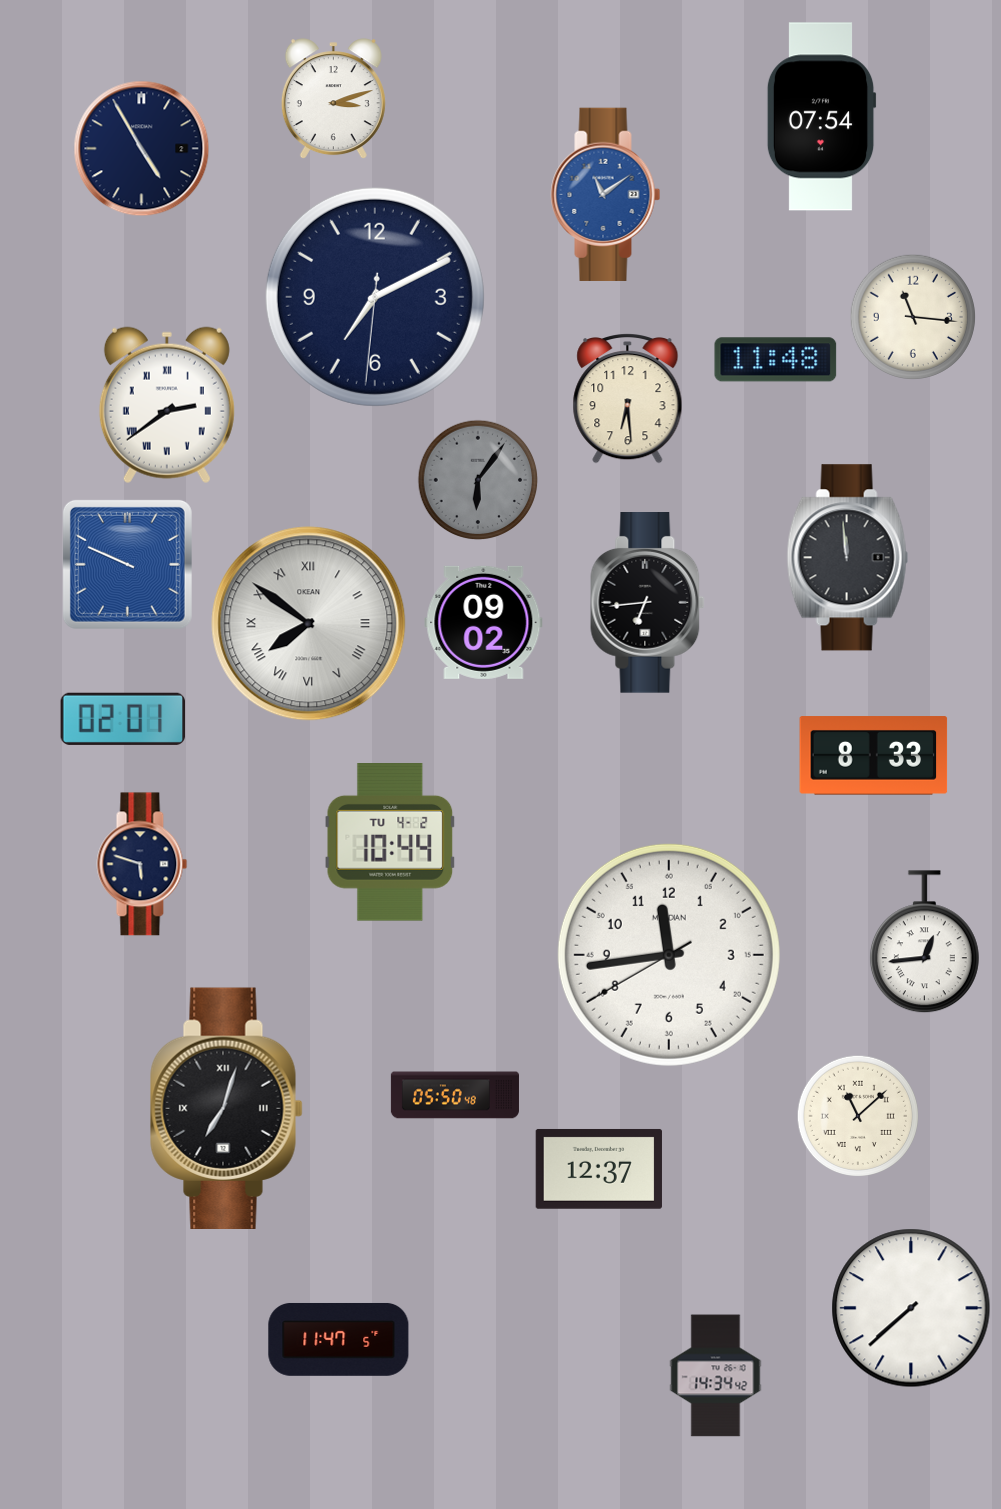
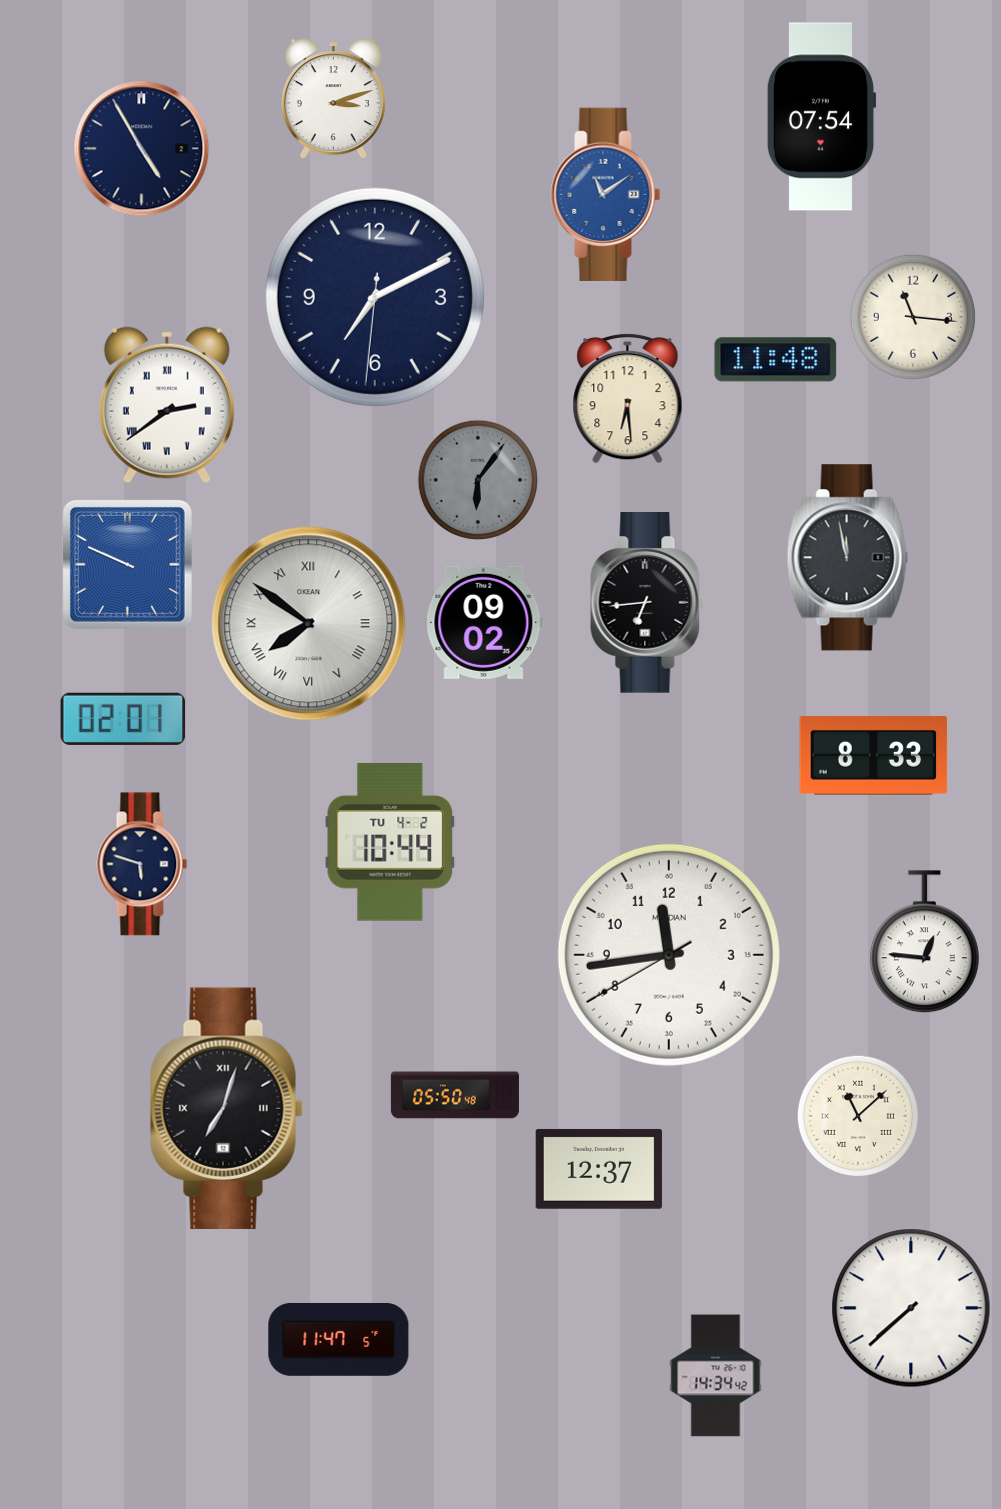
clock at (848, 558): 11:59 -> 11:58
clock at (924, 942): 12:44 -> 12:46
